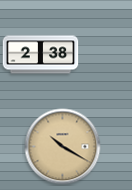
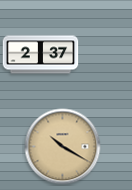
clock at (41, 55): 2:38 -> 2:37
